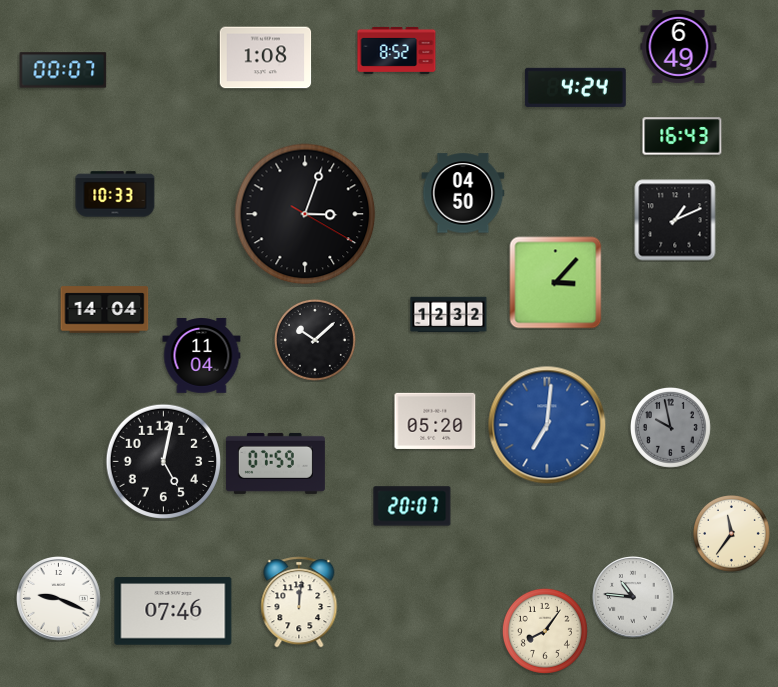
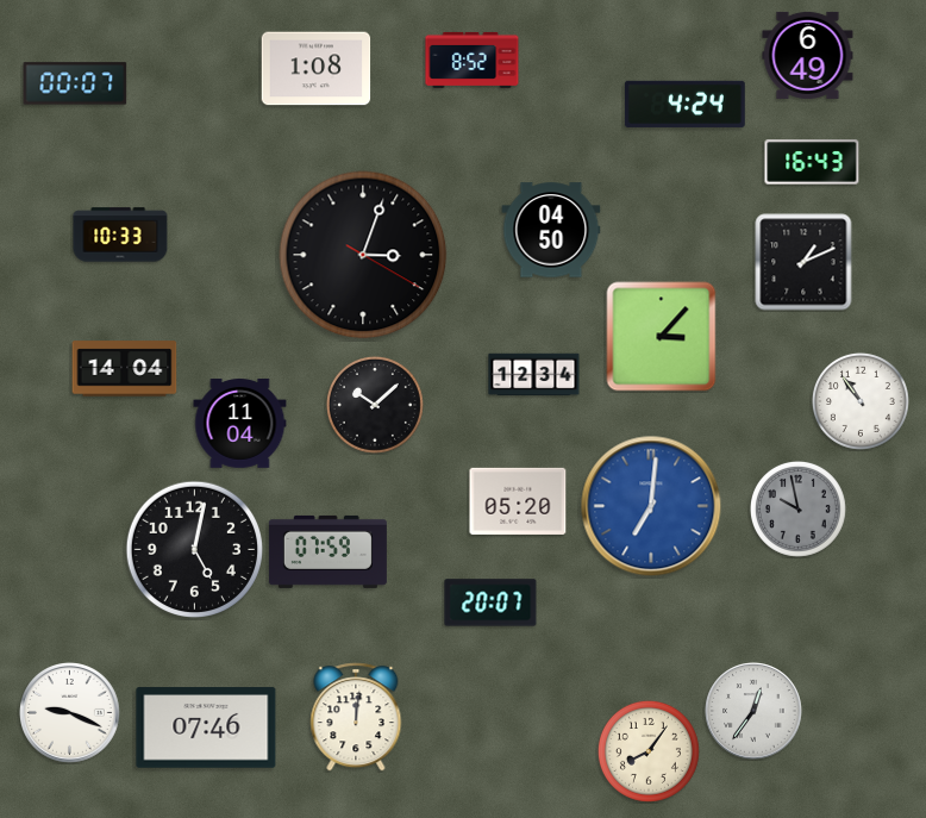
clock at (115, 194) position: (115, 194) -> (120, 235)
clock at (449, 315): 12:32 -> 12:34
clock at (861, 401): none -> 10:54
clock at (732, 534): 11:36 -> none
clock at (633, 597): 10:46 -> 12:36
